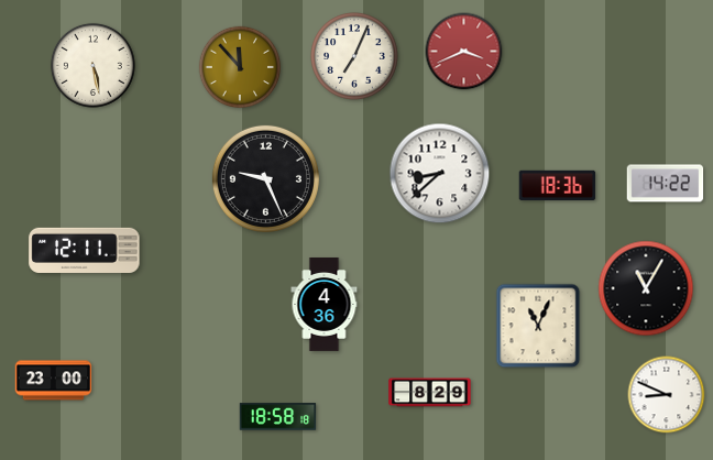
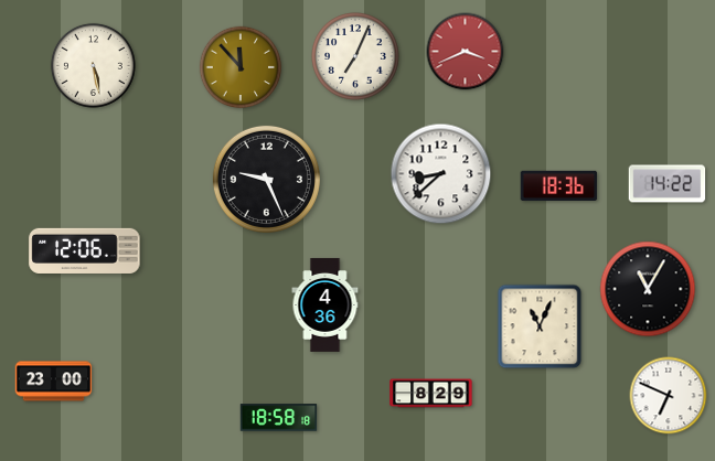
clock at (85, 250): 12:11 -> 12:06
clock at (667, 395): 8:49 -> 6:49
